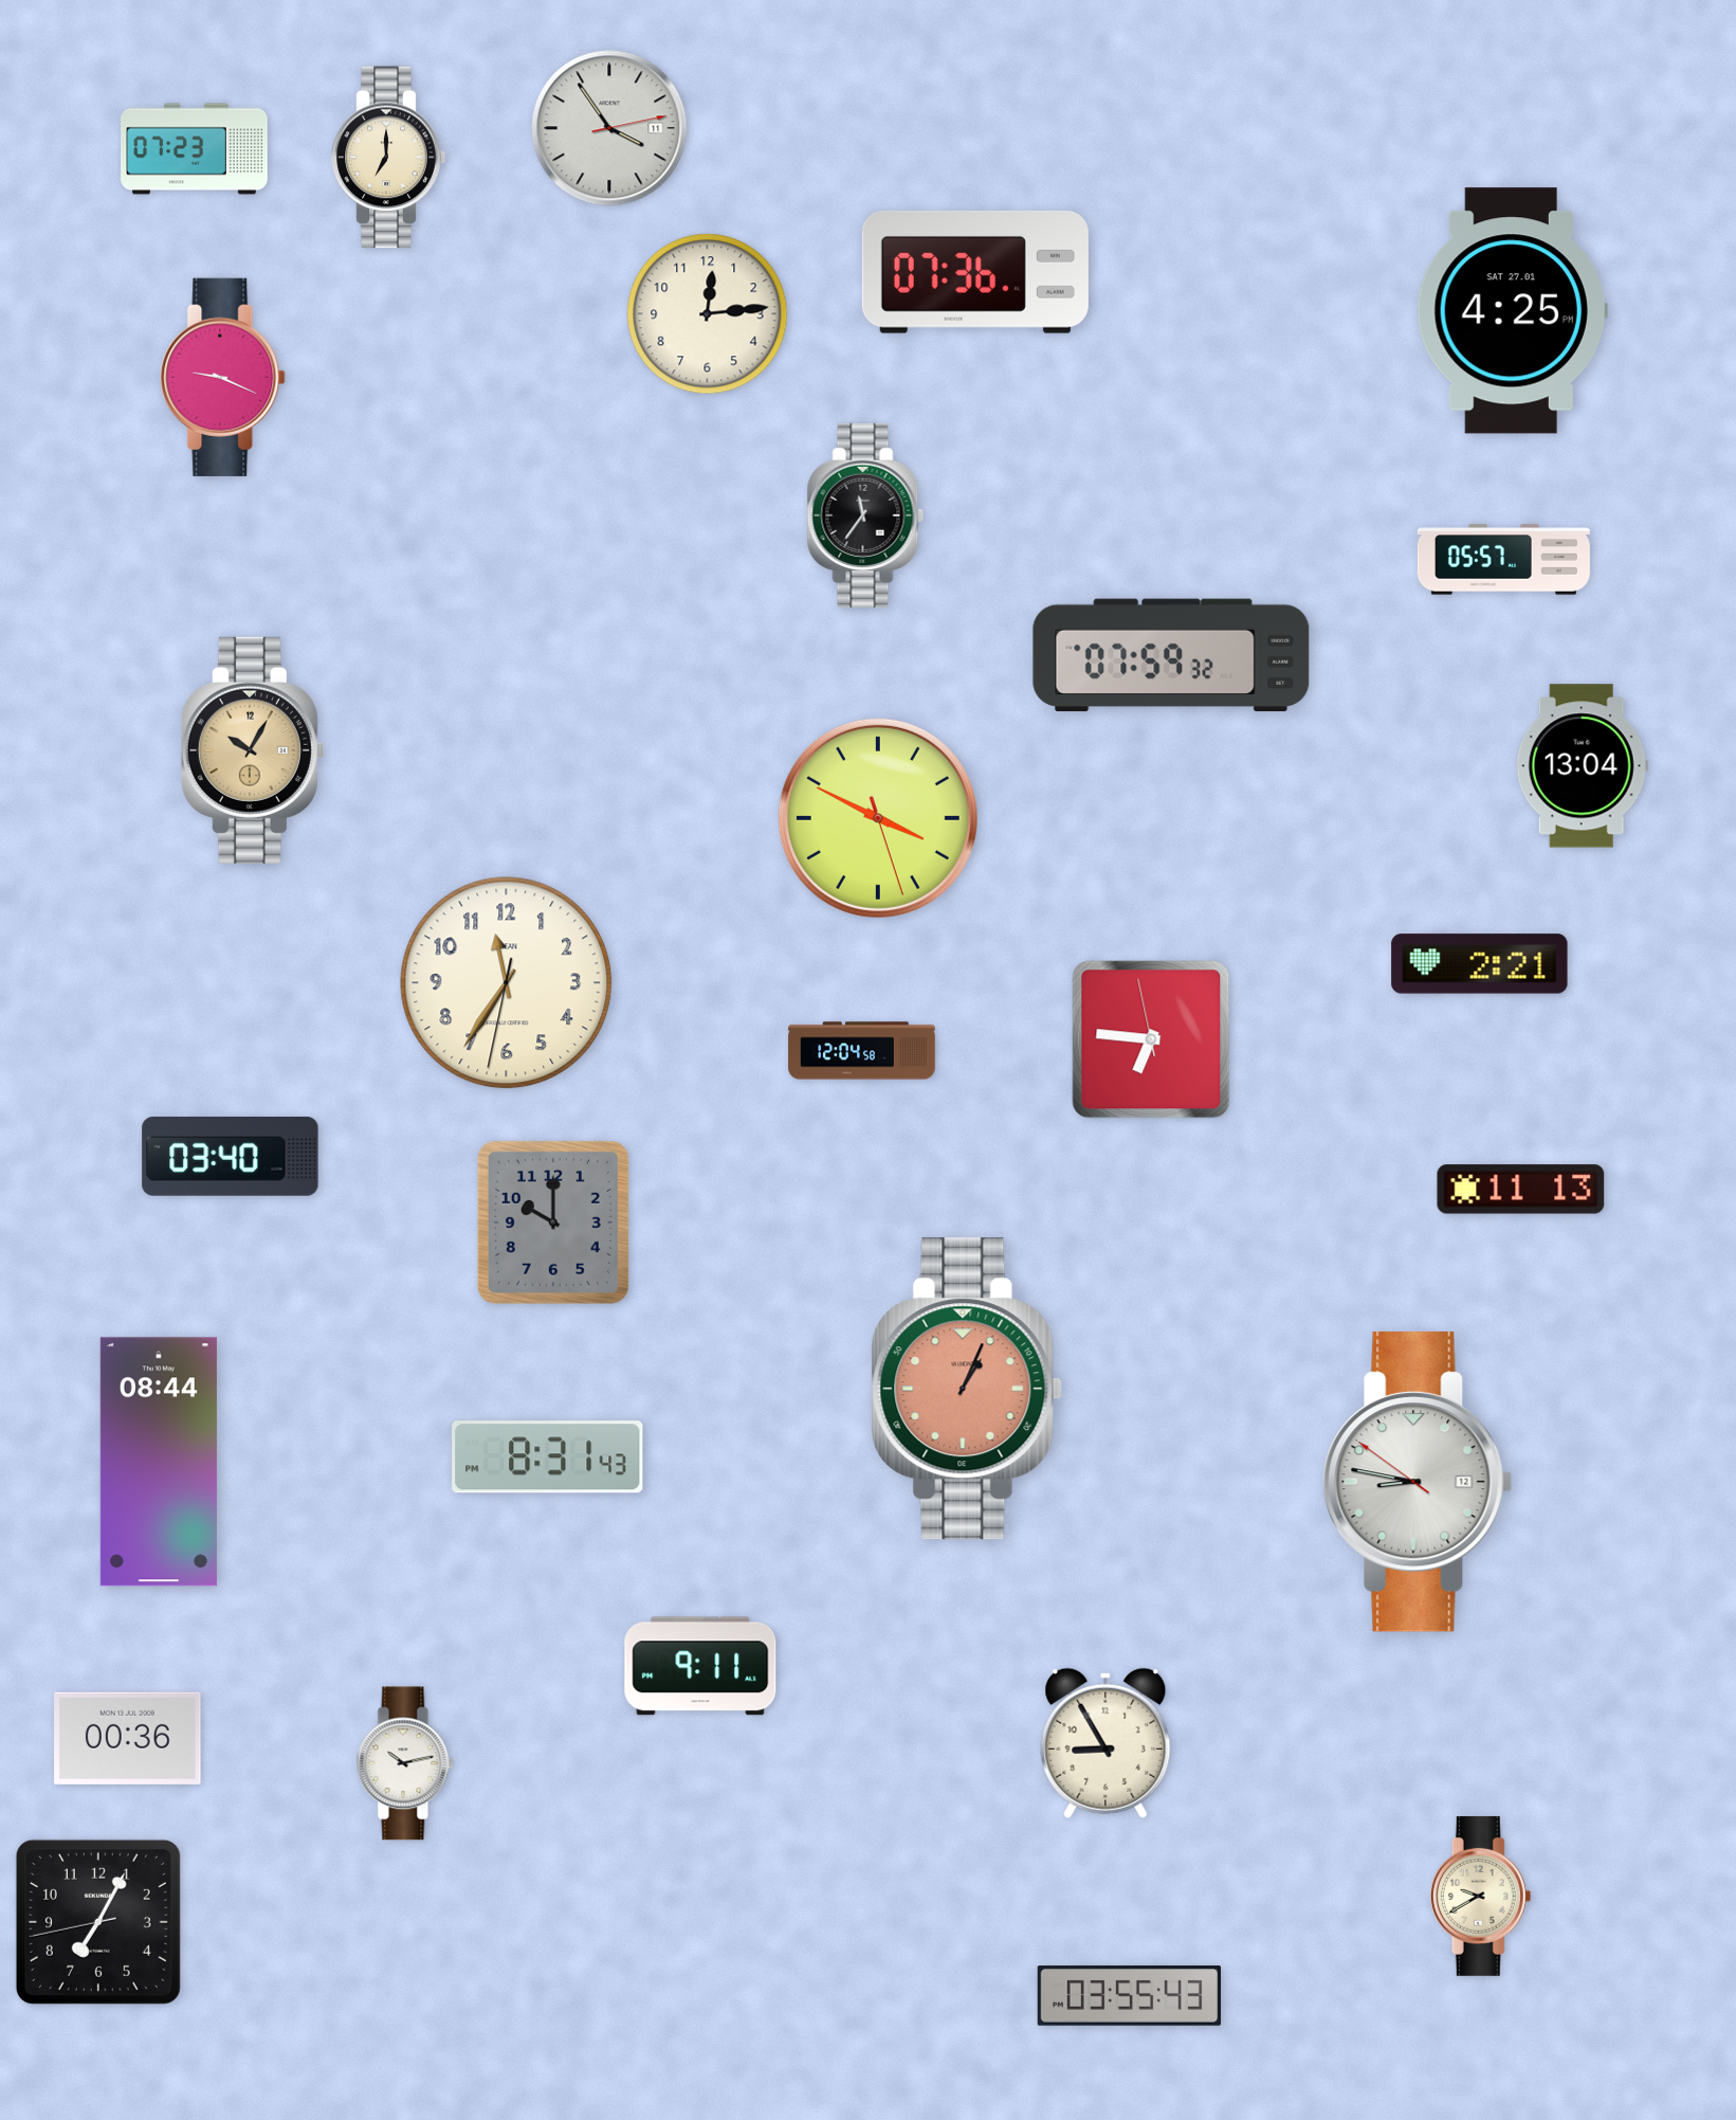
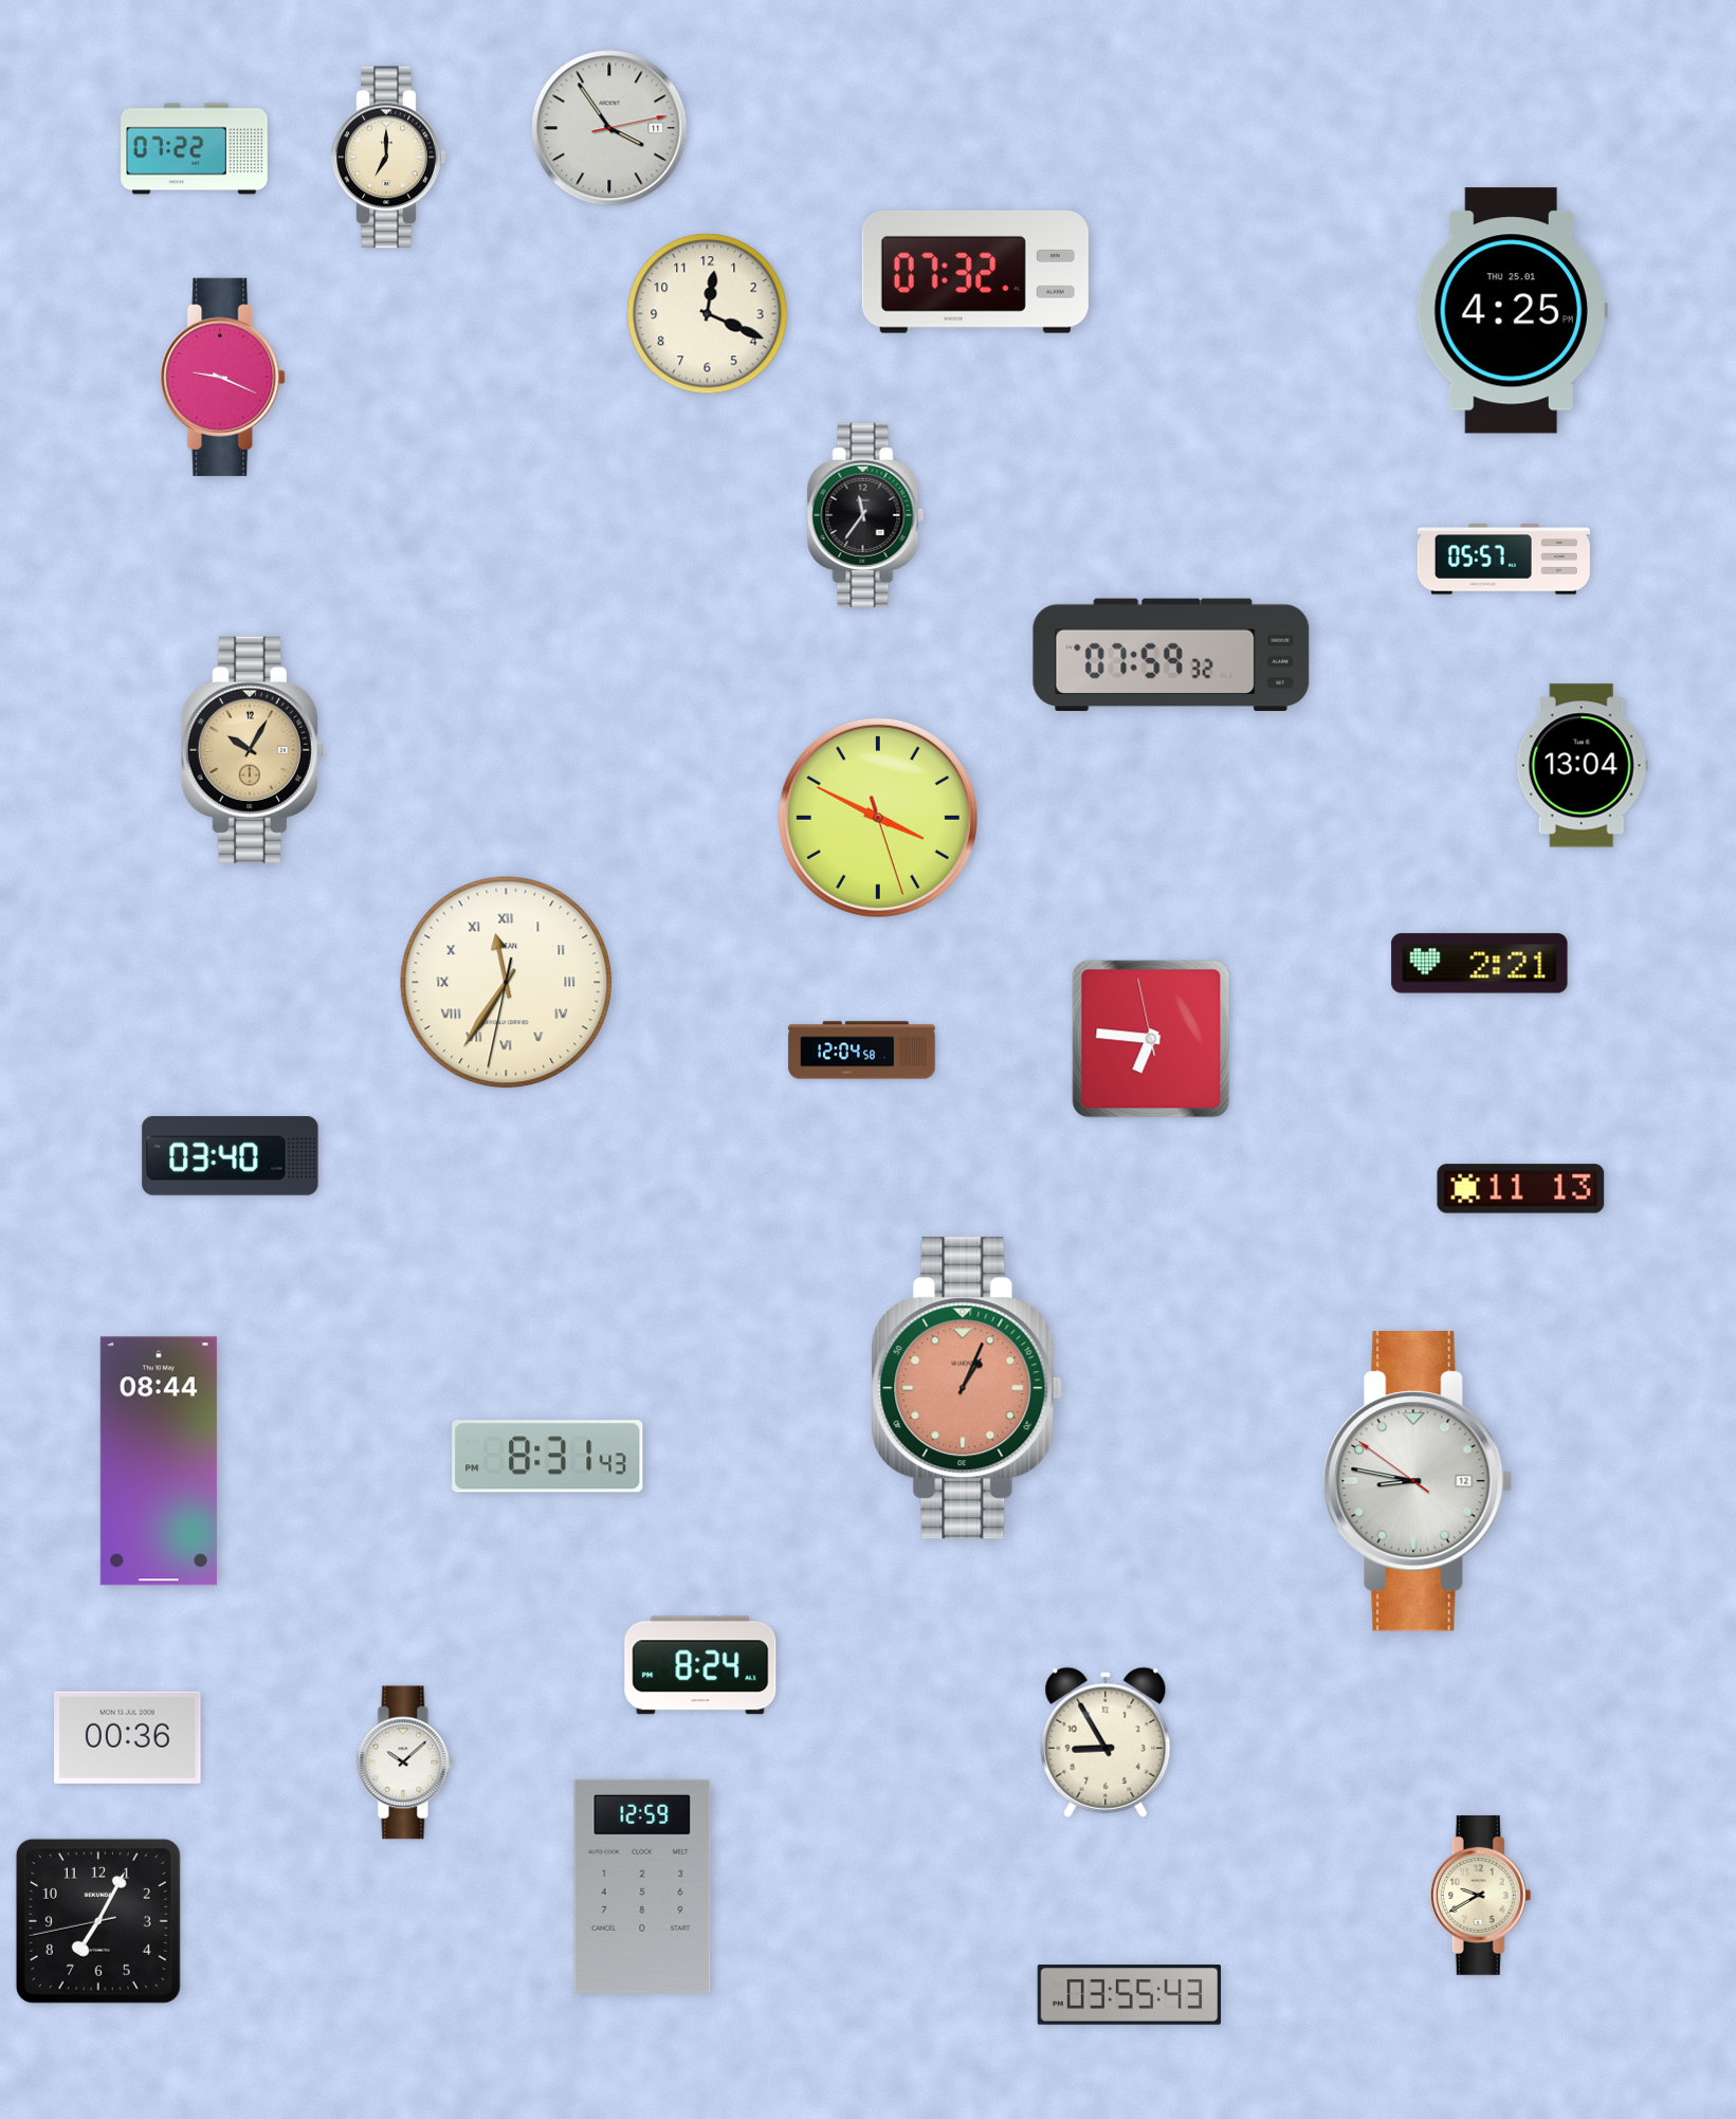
clock at (195, 149): 07:23 -> 07:22
clock at (975, 272): 07:36 -> 07:32
clock at (1512, 311) date: SAT 27.01 -> THU 25.01
clock at (708, 314): 12:14 -> 12:19
clock at (507, 983) numerals: Arabic -> Roman
clock at (553, 1222): 10:00 -> none
clock at (700, 1666): 9:11 -> 8:24
clock at (405, 1763): 10:13 -> 10:08
clock at (642, 1886): none -> 12:59
